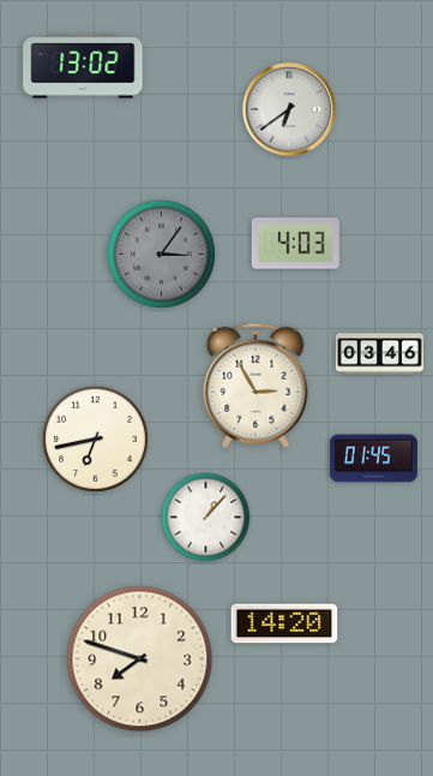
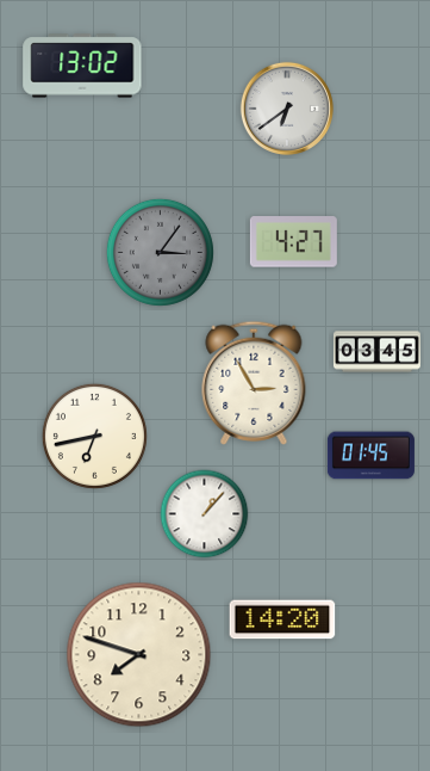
clock at (295, 244): 4:03 -> 4:27
clock at (379, 354): 03:46 -> 03:45
